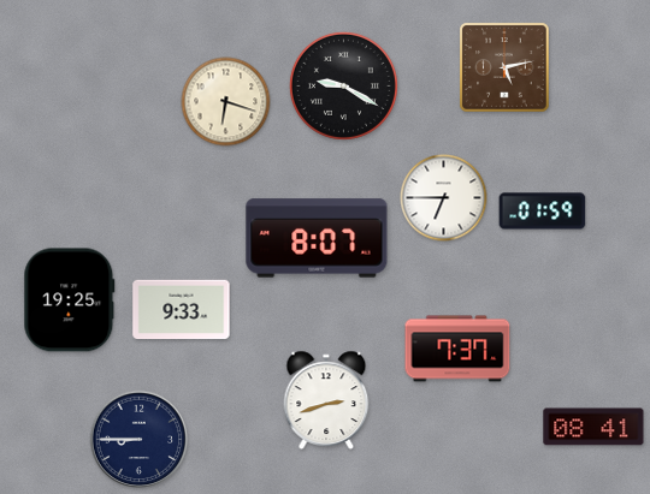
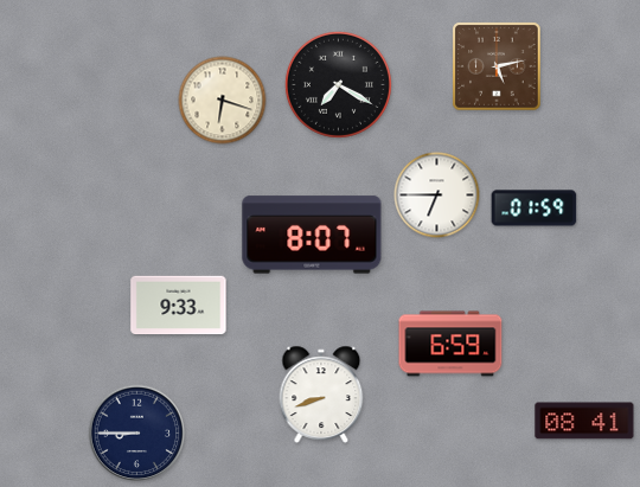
clock at (343, 85): 9:20 -> 7:20
clock at (70, 300): 19:25 -> none
clock at (457, 349): 7:37 -> 6:59
clock at (326, 400): 2:42 -> 8:42
